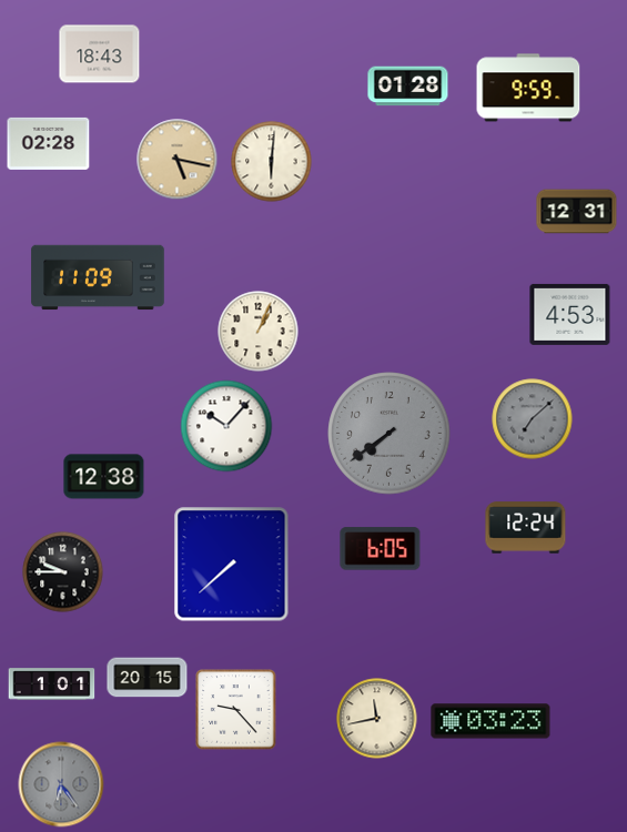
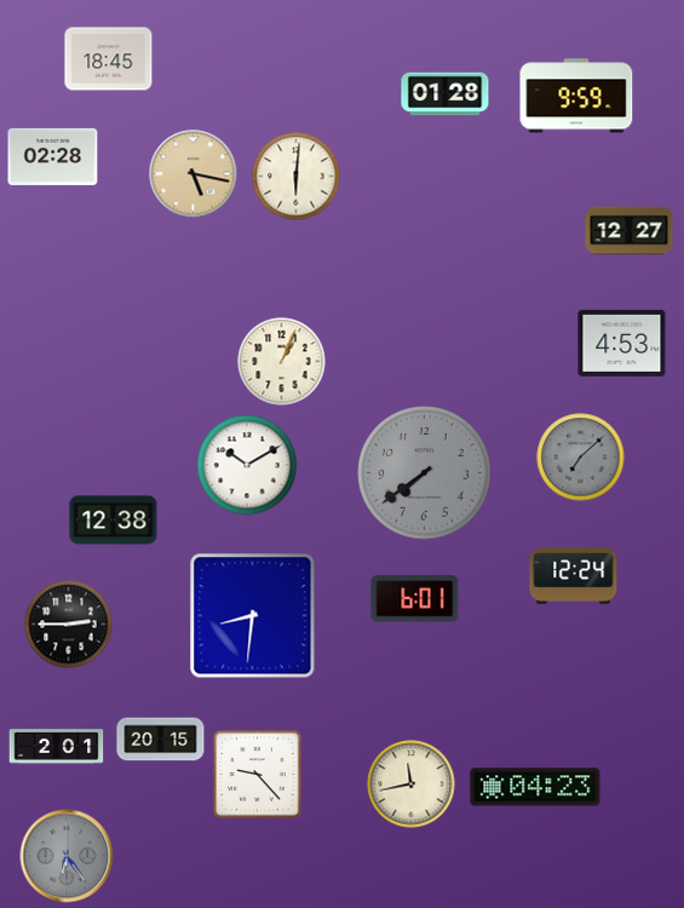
clock at (100, 54): 18:43 -> 18:45
clock at (577, 212): 12:31 -> 12:27
clock at (98, 277): 11:09 -> none
clock at (226, 426): 10:07 -> 10:10
clock at (381, 549): 6:05 -> 6:01
clock at (232, 565): 7:38 -> 8:31
clock at (63, 572): 9:45 -> 2:45
clock at (52, 684): 1:01 -> 2:01
clock at (491, 721): 03:23 -> 04:23
